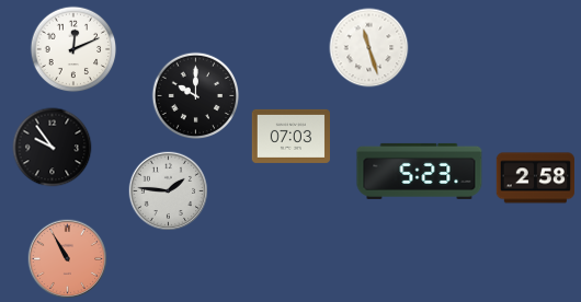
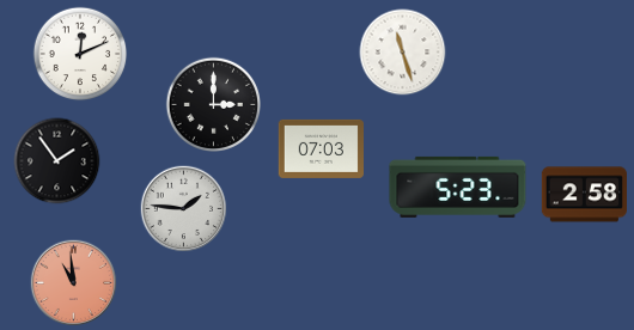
clock at (196, 96): 10:00 -> 3:00
clock at (292, 136) position: (292, 136) -> (322, 148)
clock at (53, 148): 9:54 -> 1:54
clock at (68, 259): 10:55 -> 10:59
